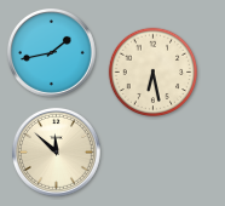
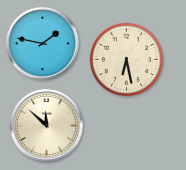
clock at (51, 52): 1:43 -> 1:47
